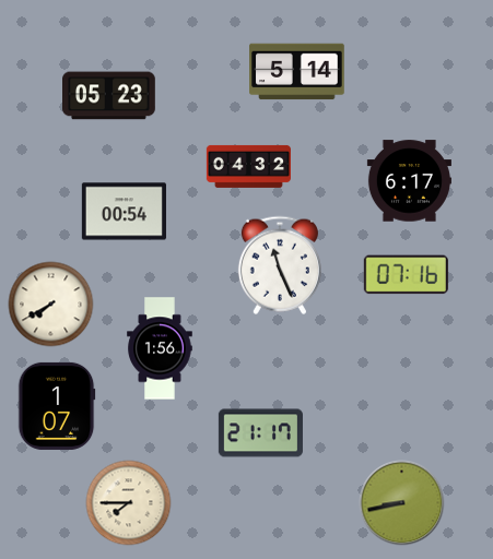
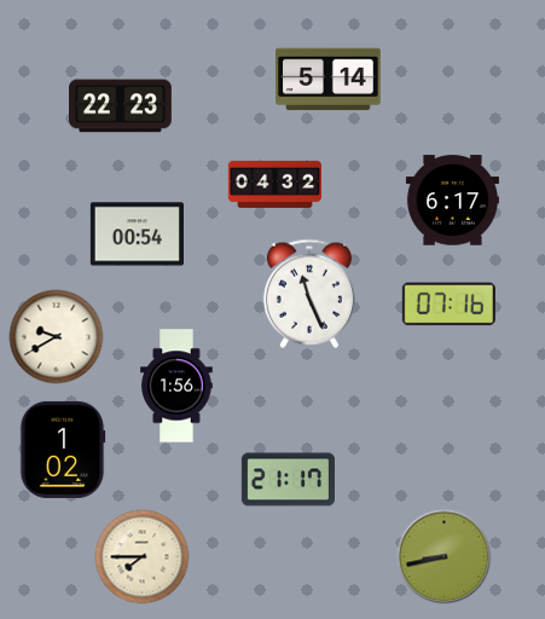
clock at (109, 96): 05:23 -> 22:23
clock at (50, 304): 7:40 -> 9:40
clock at (57, 406): 1:07 -> 1:02
